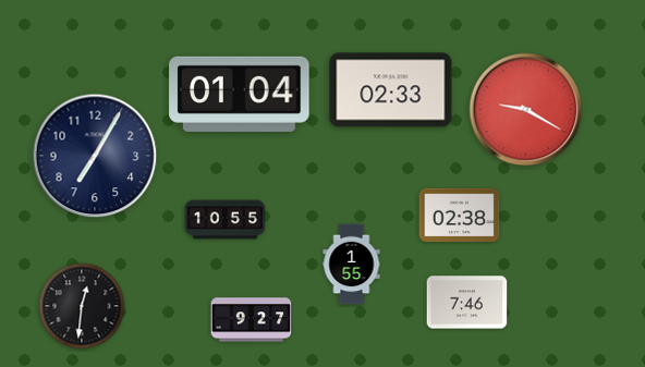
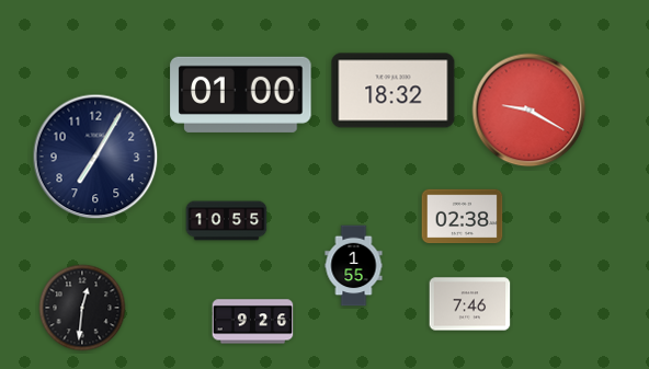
clock at (391, 90): 02:33 -> 18:32
clock at (240, 94): 01:04 -> 01:00
clock at (252, 320): 9:27 -> 9:26
